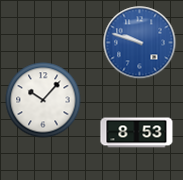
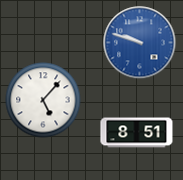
clock at (43, 100): 10:07 -> 5:07
clock at (137, 133): 8:53 -> 8:51
